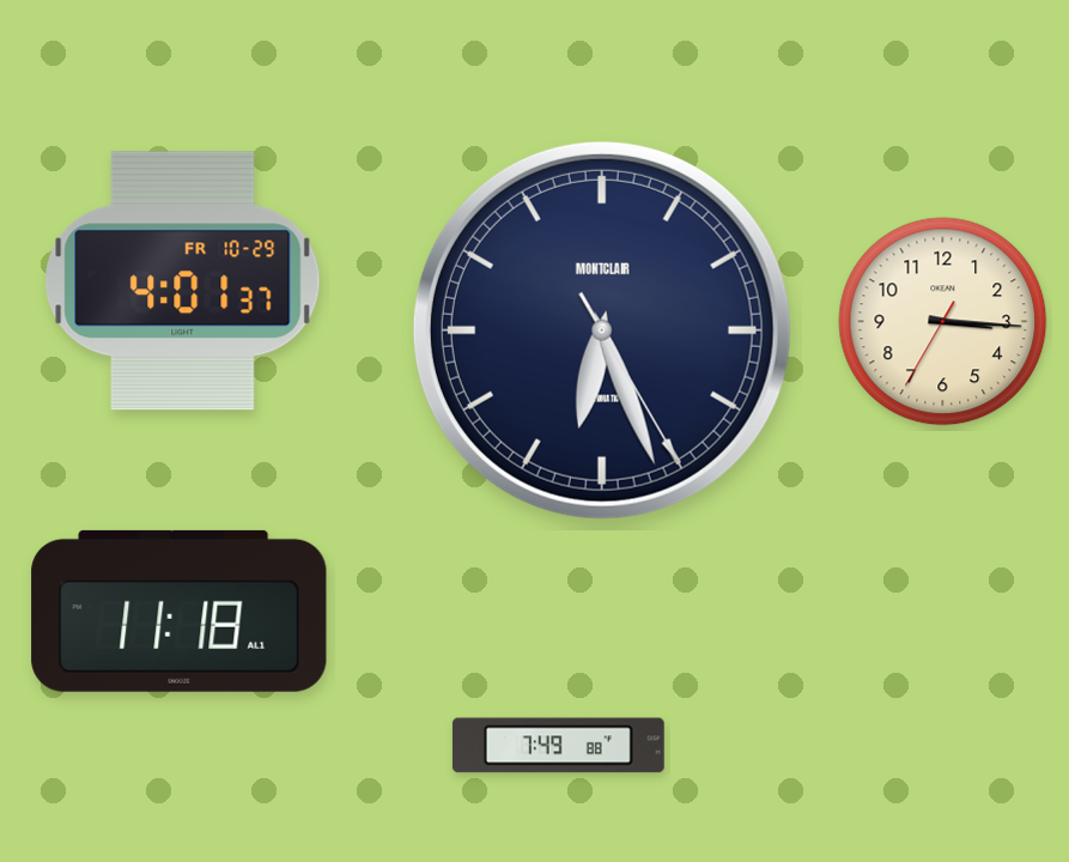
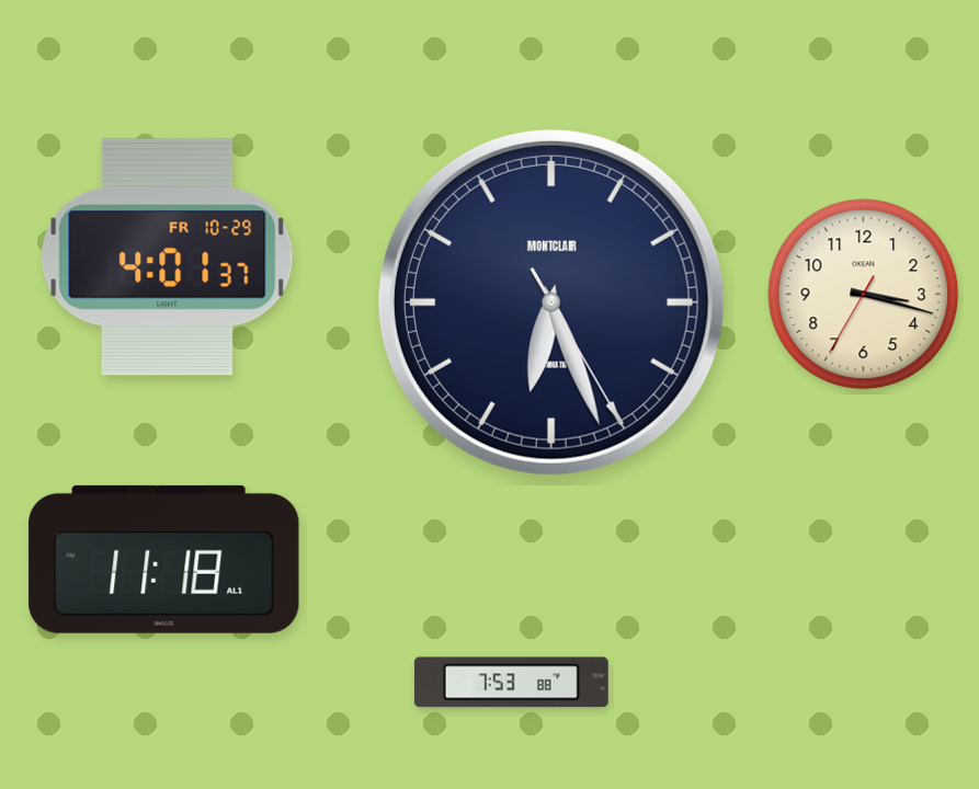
clock at (943, 322): 3:15 -> 3:17
clock at (558, 746): 7:49 -> 7:53
